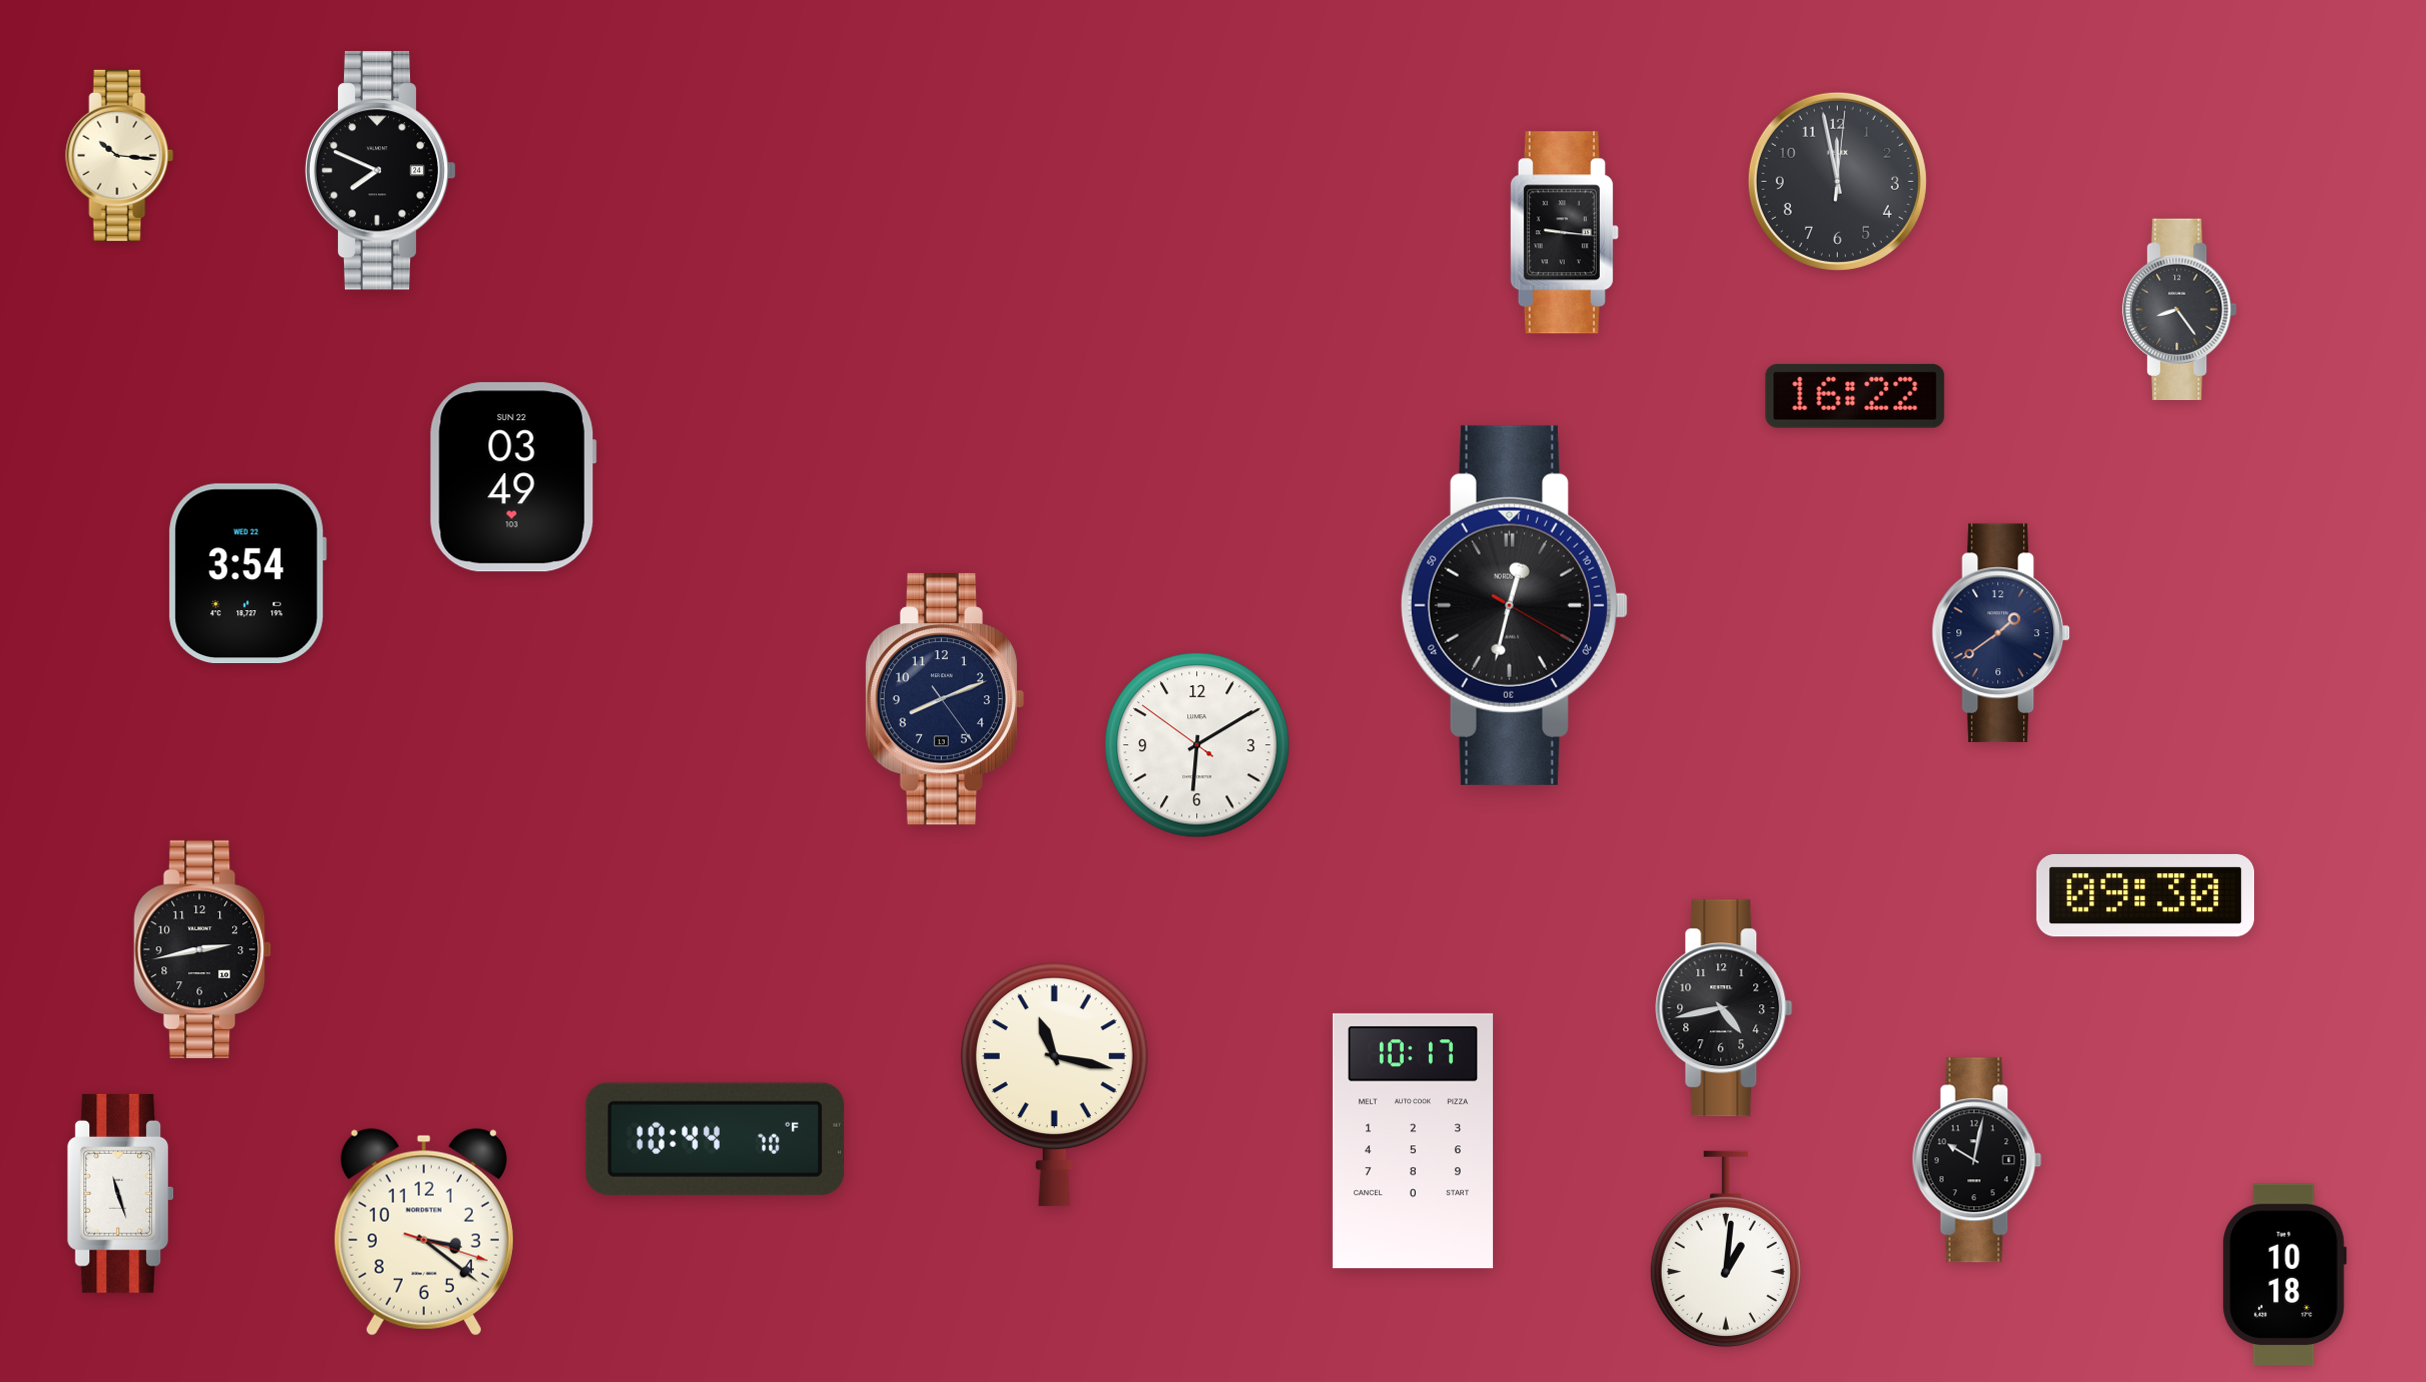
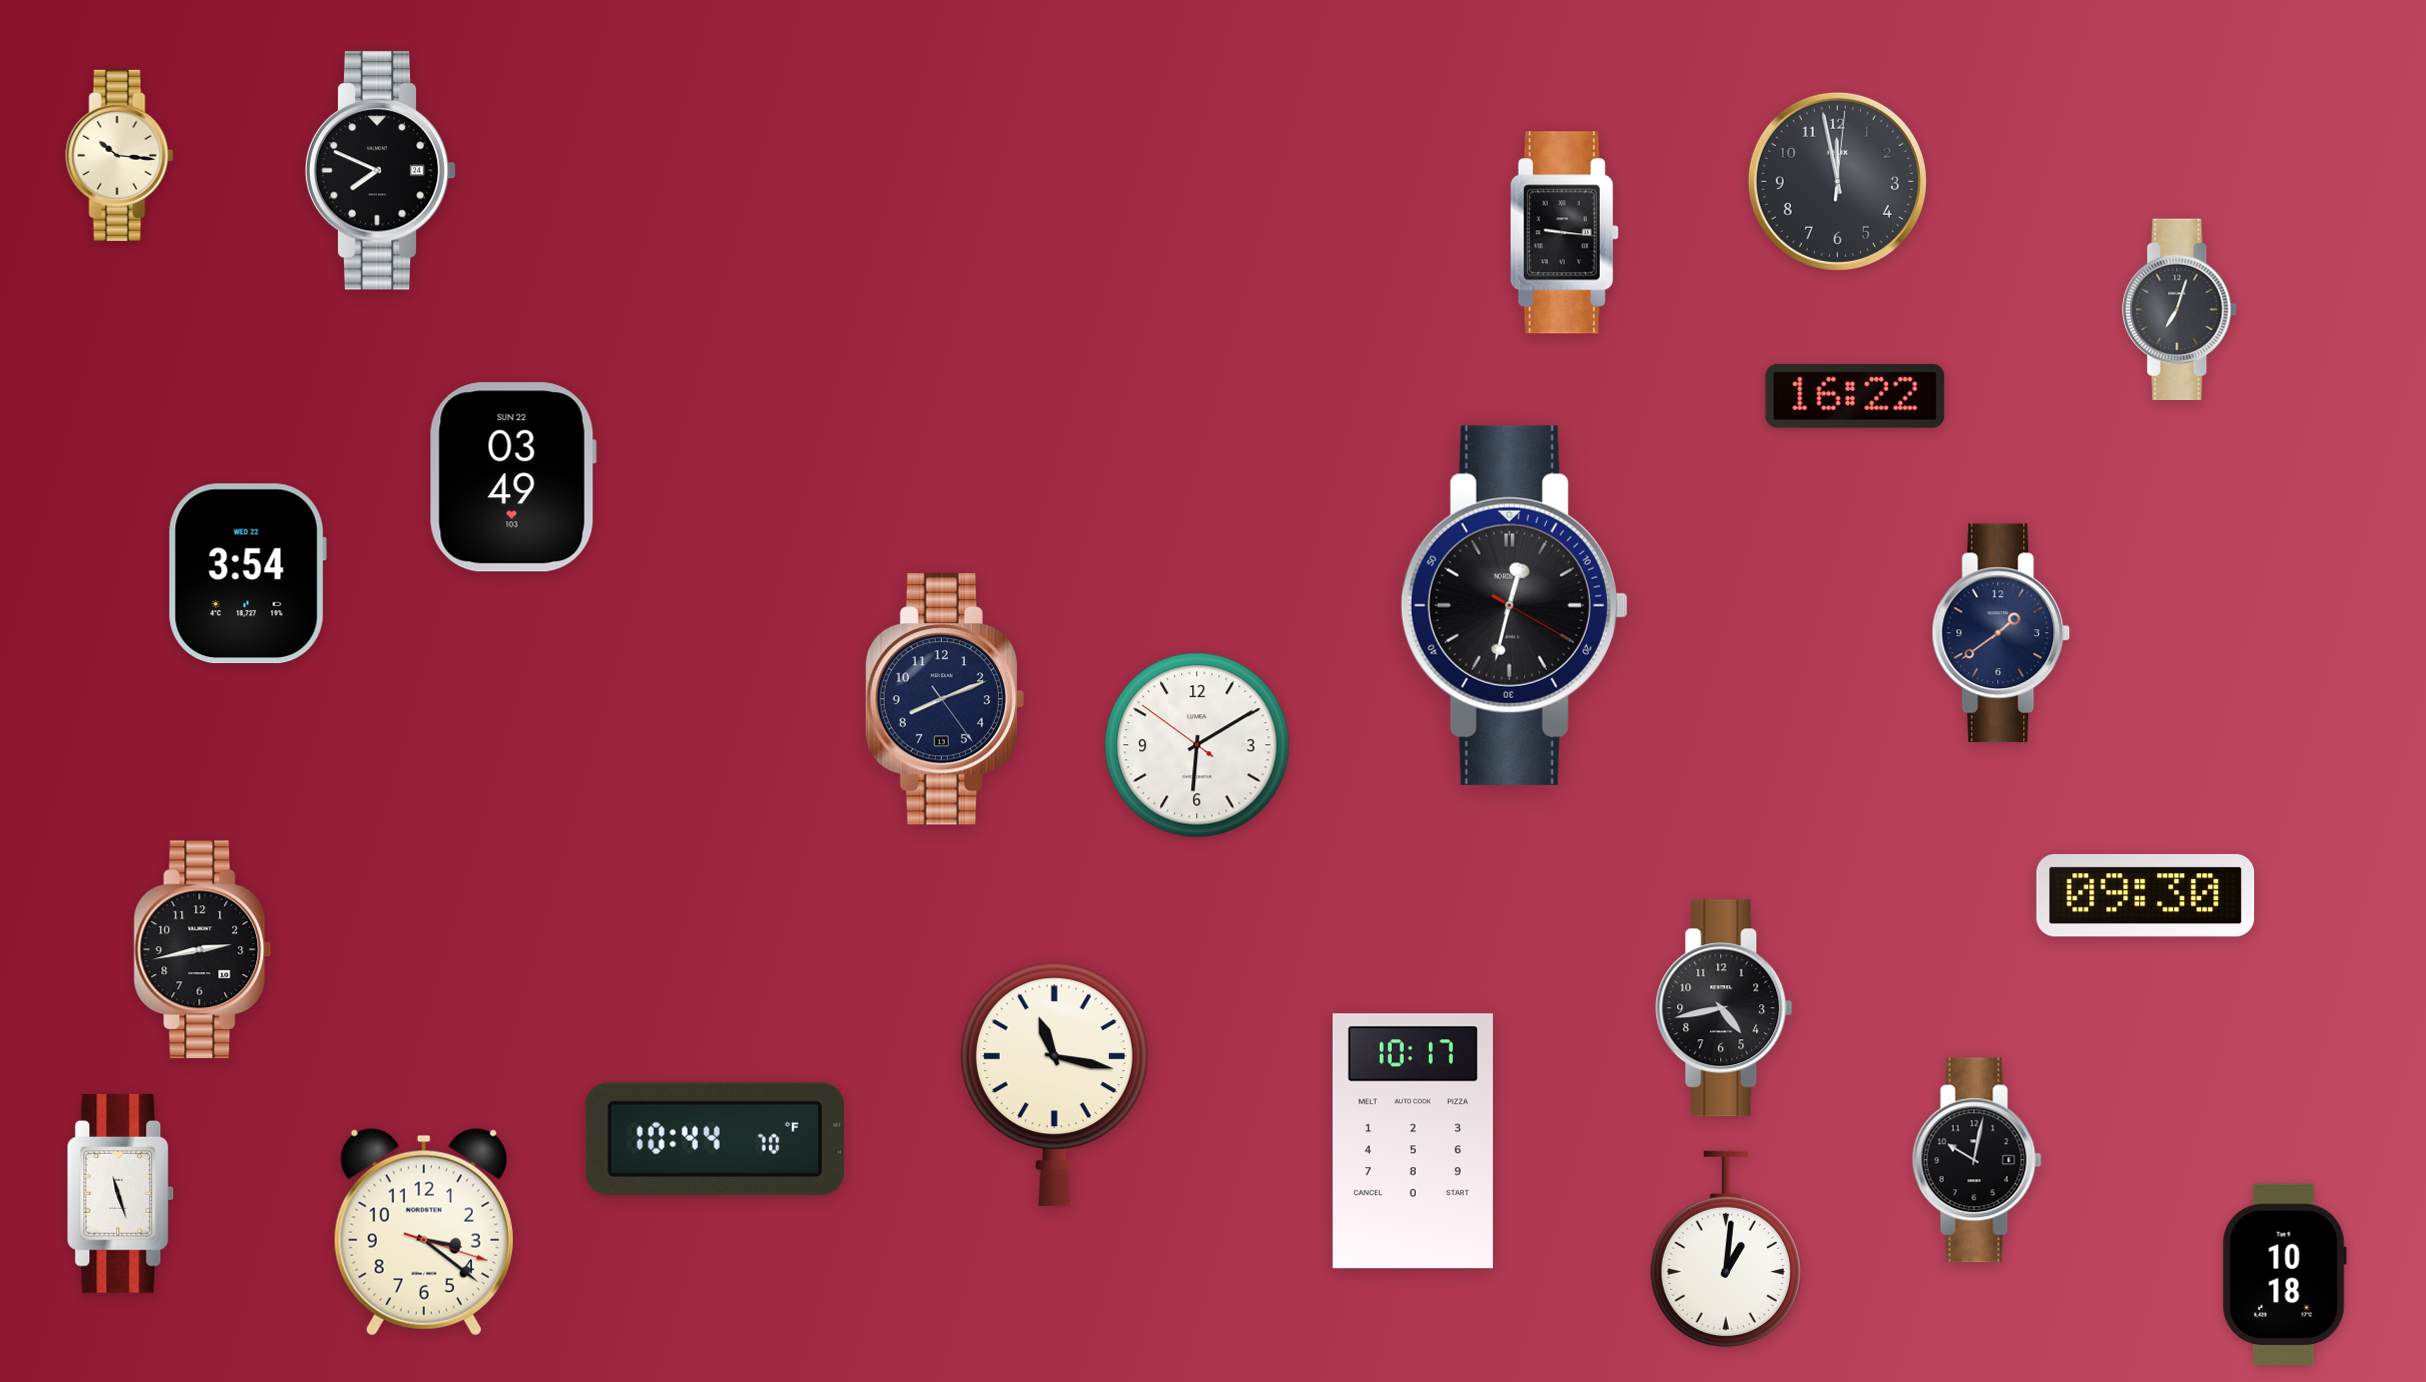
clock at (2180, 310): 8:24 -> 7:03
